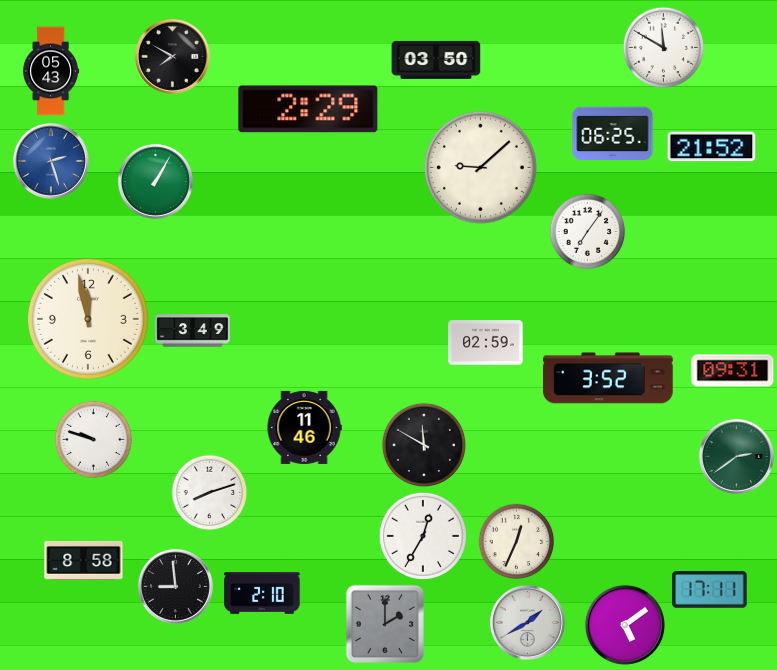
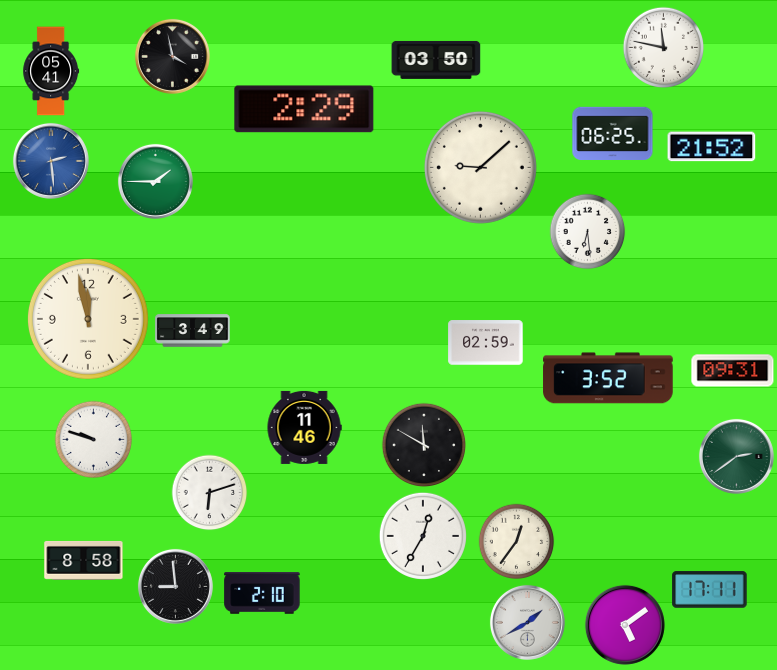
clock at (664, 48): 11:50 -> 11:47
clock at (172, 56): 7:50 -> 3:58
clock at (51, 71): 05:43 -> 05:41
clock at (308, 109) position: (308, 109) -> (304, 109)
clock at (51, 161): 2:27 -> 2:29
clock at (155, 181): 1:05 -> 1:45
clock at (588, 232): 7:06 -> 6:29
clock at (210, 493): 8:12 -> 6:12
clock at (517, 542): 12:34 -> 12:36
clock at (385, 624): 2:00 -> none
